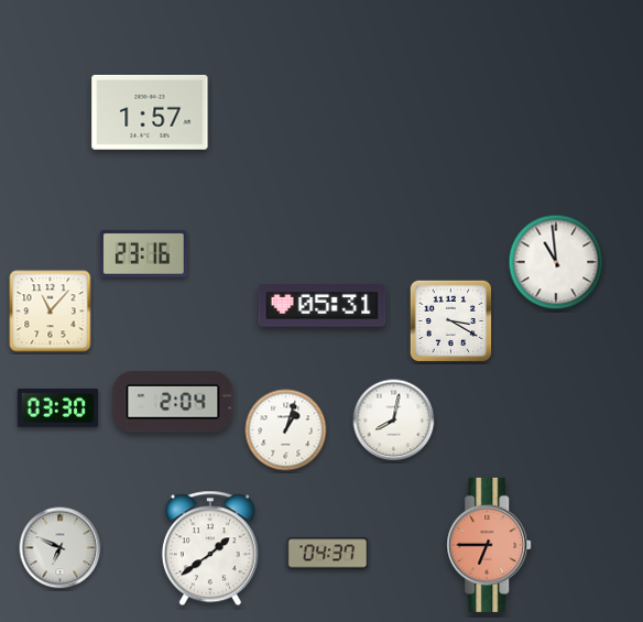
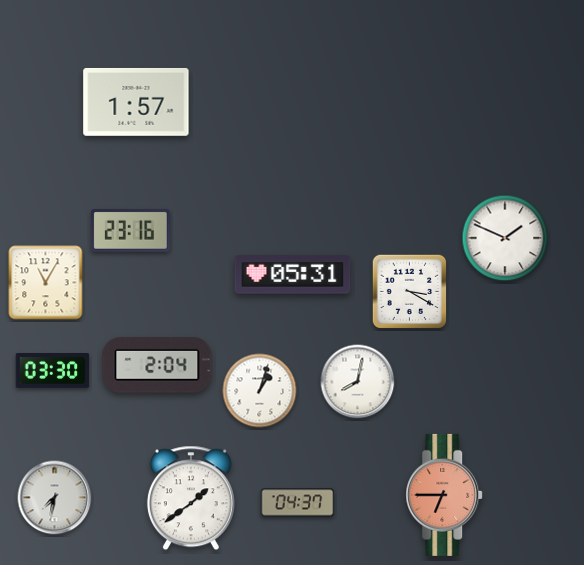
clock at (556, 262): 10:59 -> 1:49
clock at (323, 306) position: (323, 306) -> (293, 275)
clock at (51, 312): 11:07 -> 11:05
clock at (61, 548): 6:49 -> 7:32
